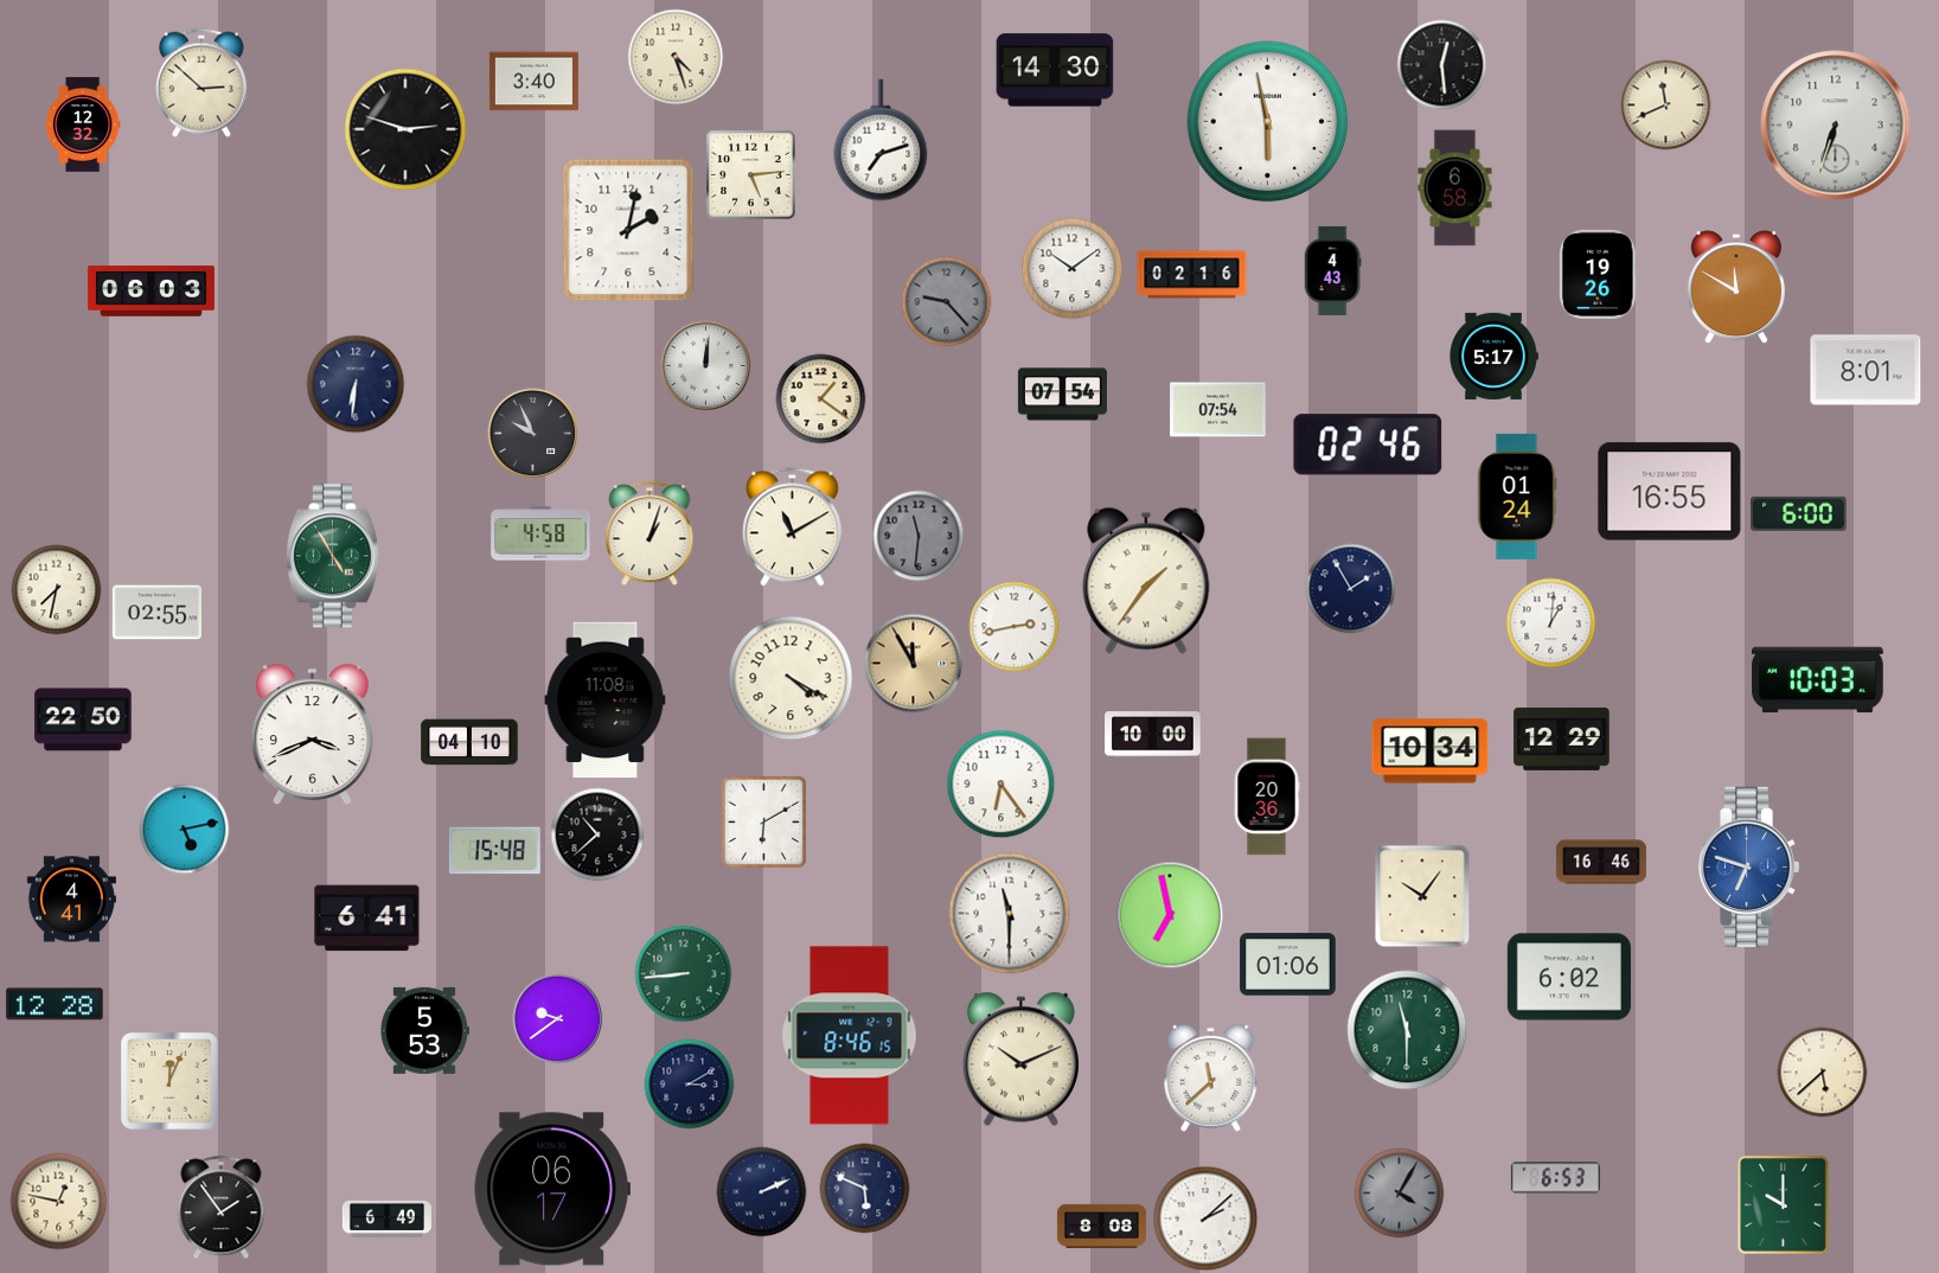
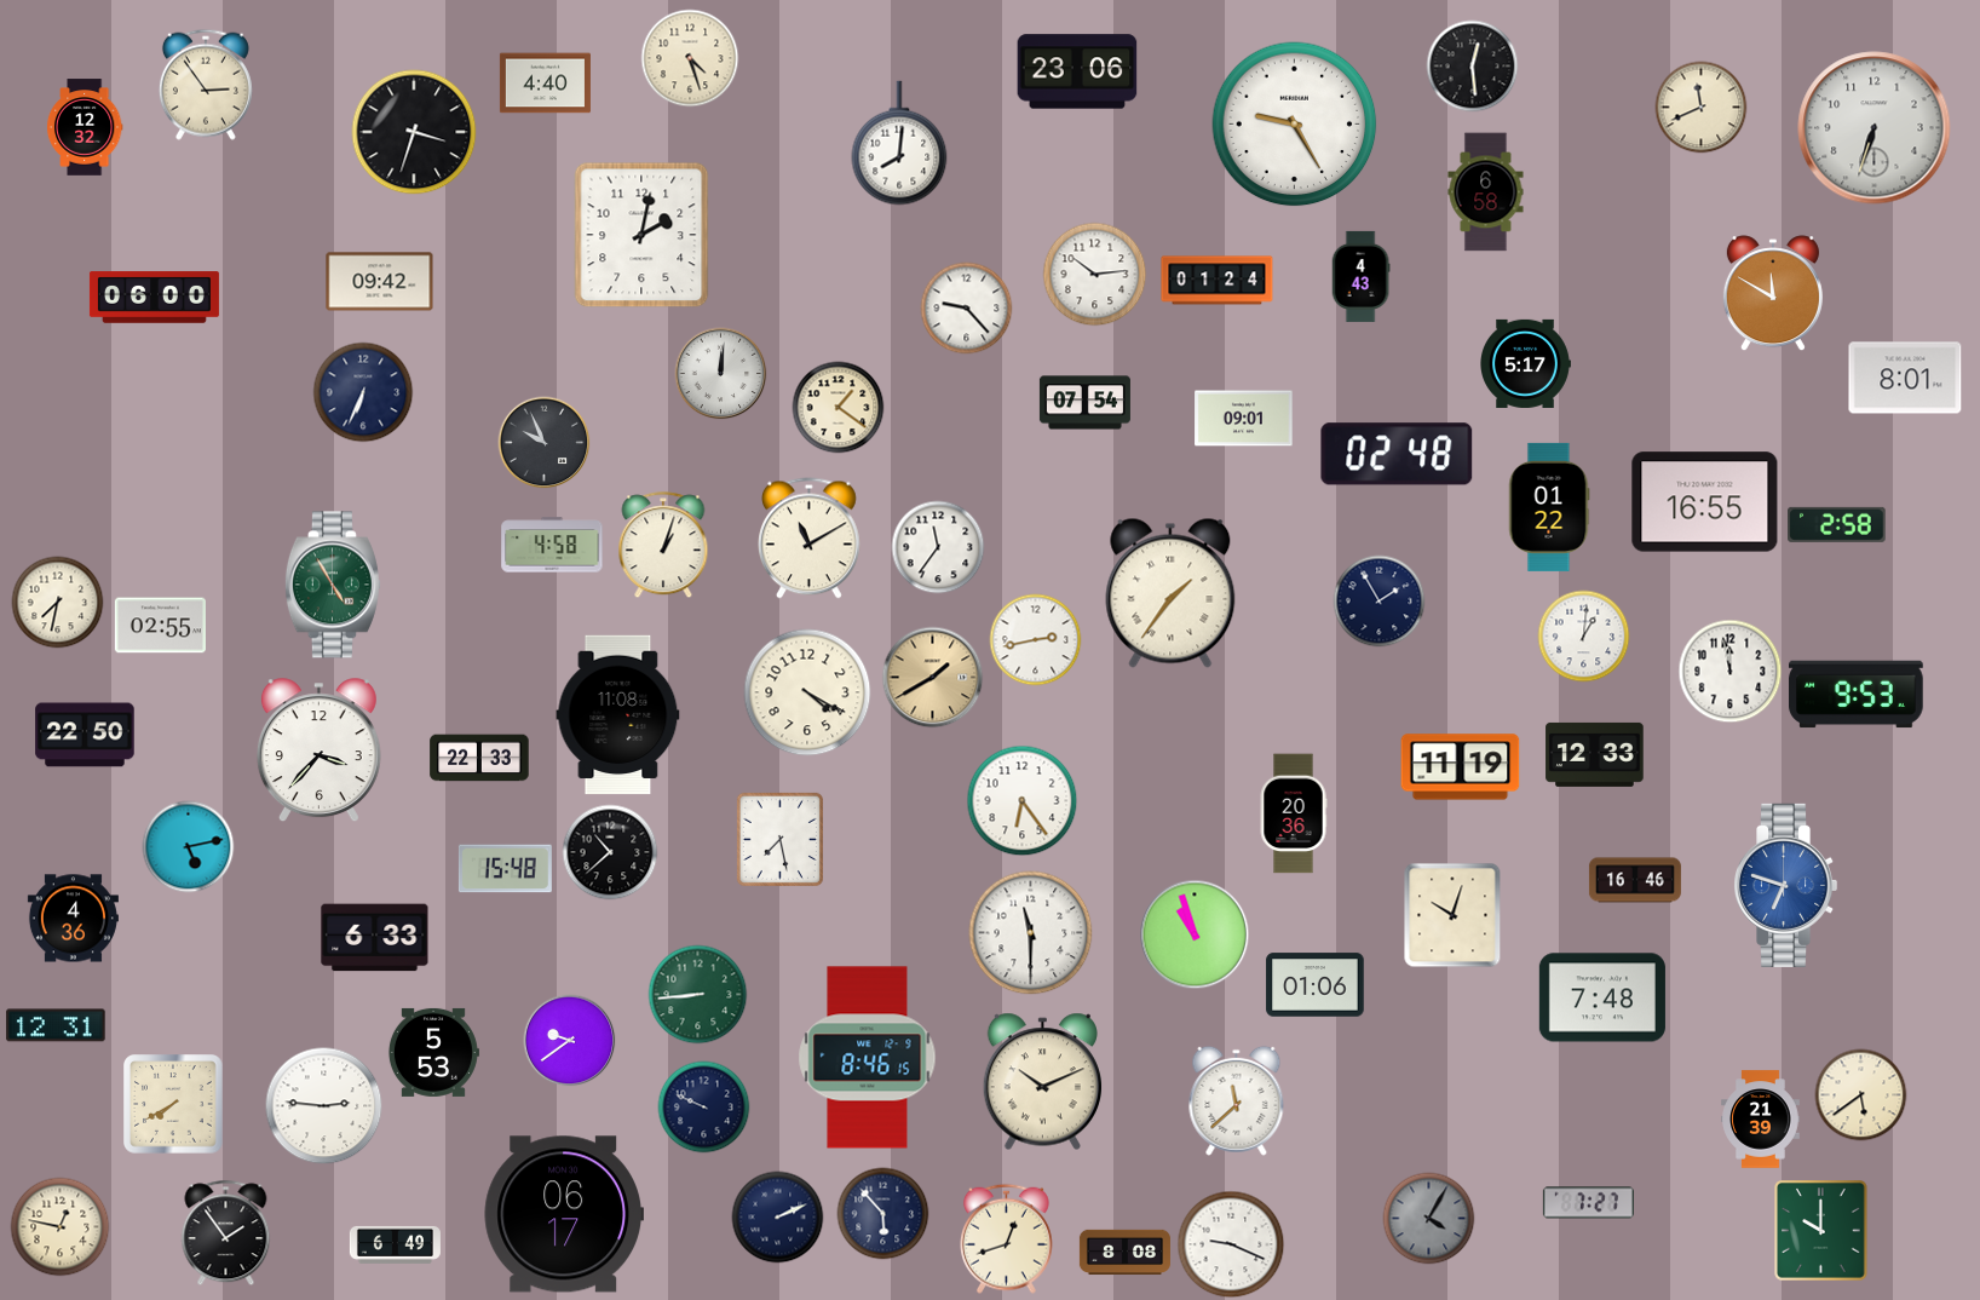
clock at (1055, 70): 14:30 -> 23:06
clock at (533, 82): 3:40 -> 4:40
clock at (201, 83): 2:52 -> 2:54
clock at (1268, 122): 5:58 -> 9:25
clock at (405, 129): 2:48 -> 3:33
clock at (881, 140): 7:12 -> 8:01
clock at (751, 175): 5:14 -> none
clock at (1073, 269): 10:09 -> 10:14
clock at (1599, 274): 19:26 -> none
clock at (1192, 275): 02:16 -> 01:24
clock at (380, 282): none -> 09:42
clock at (151, 292): 06:03 -> 06:00
clock at (947, 302) dial: grey -> white
clock at (356, 384): 6:31 -> 6:34
clock at (1218, 410): 07:54 -> 09:01
clock at (1368, 444): 02:46 -> 02:48
clock at (1517, 497): 01:24 -> 01:22
clock at (1799, 513): 6:00 -> 2:58
clock at (919, 536): 11:31 -> 11:36
clock at (919, 536) dial: grey -> white
clock at (333, 556) position: (333, 556) -> (333, 585)
clock at (1731, 672): none -> 11:58
clock at (914, 664): 11:55 -> 1:40
clock at (1818, 680): 10:03 -> 9:53
clock at (312, 735): 3:41 -> 3:37
clock at (1153, 735): 10:00 -> none
clock at (1562, 738): 12:29 -> 12:33
clock at (469, 742): 04:10 -> 22:33
clock at (1431, 751): 10:34 -> 11:19
clock at (763, 821): 6:10 -> 7:28
clock at (1422, 896): 10:06 -> 10:03
clock at (71, 900): 4:41 -> 4:36
clock at (1170, 915): 6:58 -> 10:57
clock at (367, 919): 6:41 -> 6:33
clock at (1569, 977): 6:02 -> 7:48
clock at (55, 1004): 12:28 -> 12:31
clock at (1407, 1030): 11:30 -> none
clock at (1823, 1073): 5:38 -> 5:39
clock at (171, 1082): 12:04 -> 7:40
clock at (324, 1106): none -> 2:46
clock at (690, 1085): 3:10 -> 9:49
clock at (1761, 1120): none -> 21:39
clock at (1555, 1178): 6:53 -> 7:27
clock at (865, 1189): 5:49 -> 5:53
clock at (1007, 1238): none -> 12:42
clock at (1205, 1218): 2:08 -> 9:19
